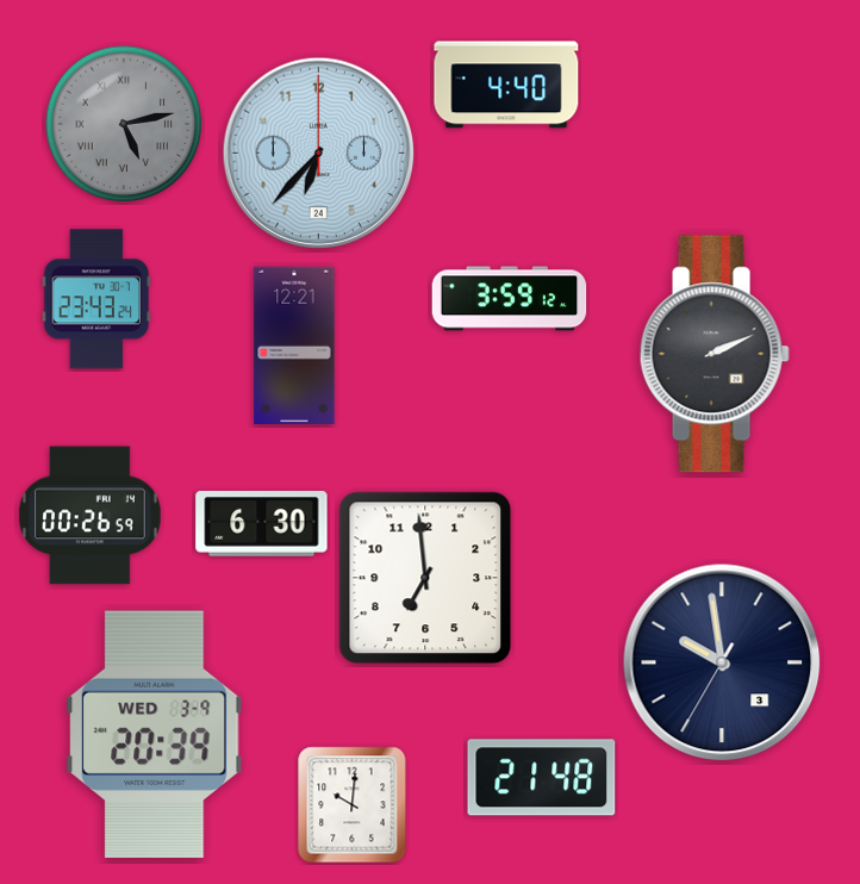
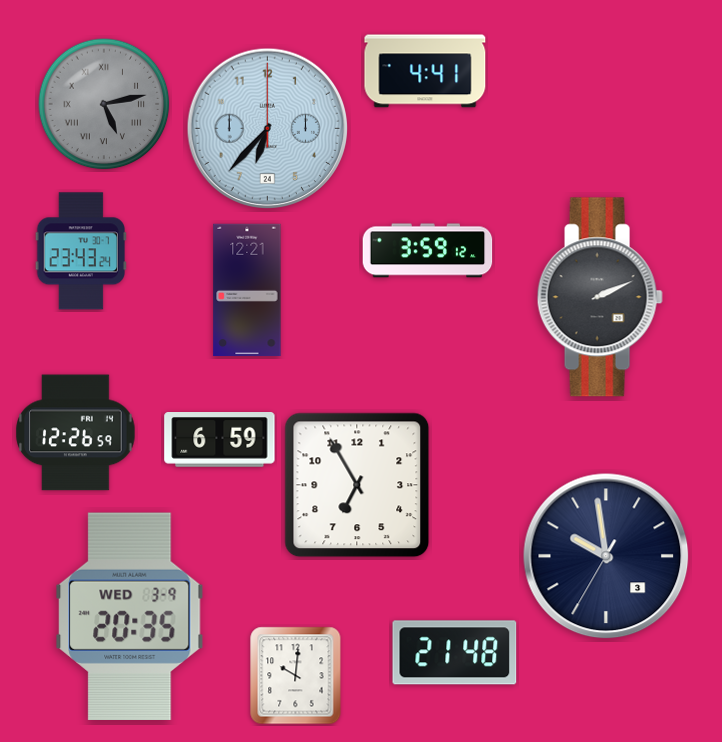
clock at (506, 85): 4:40 -> 4:41
clock at (91, 516): 00:26 -> 12:26
clock at (262, 524): 6:30 -> 6:59
clock at (425, 578): 6:59 -> 6:55
clock at (155, 734): 20:39 -> 20:35
